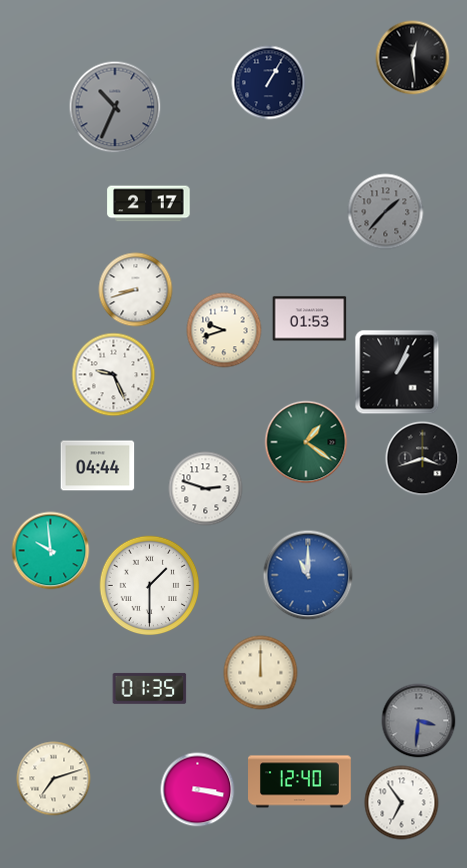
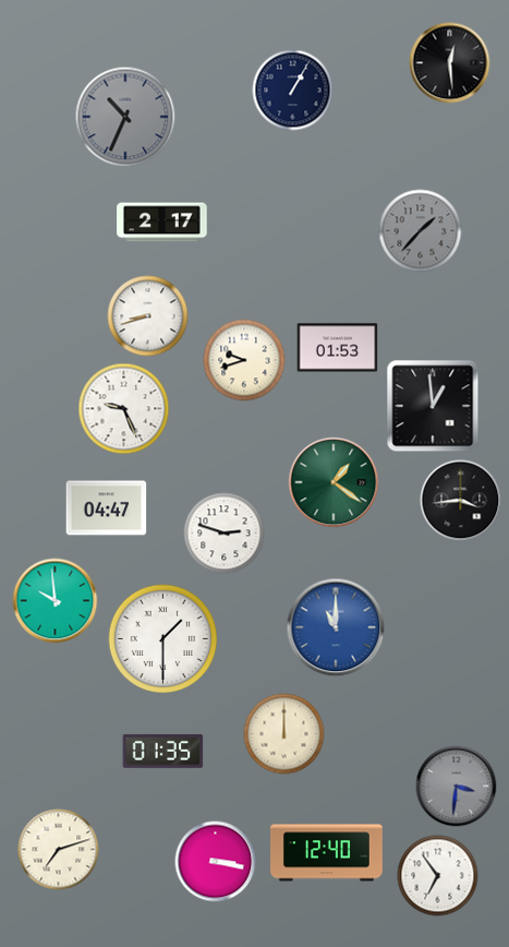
clock at (397, 372): 1:04 -> 12:59
clock at (423, 459): 3:42 -> 3:44
clock at (98, 466): 04:44 -> 04:47
